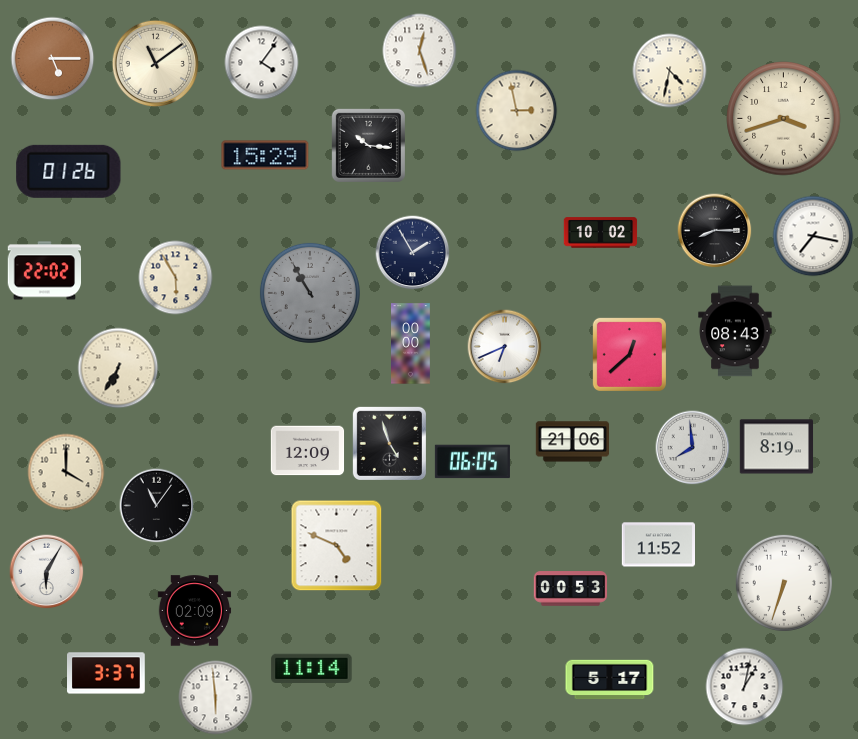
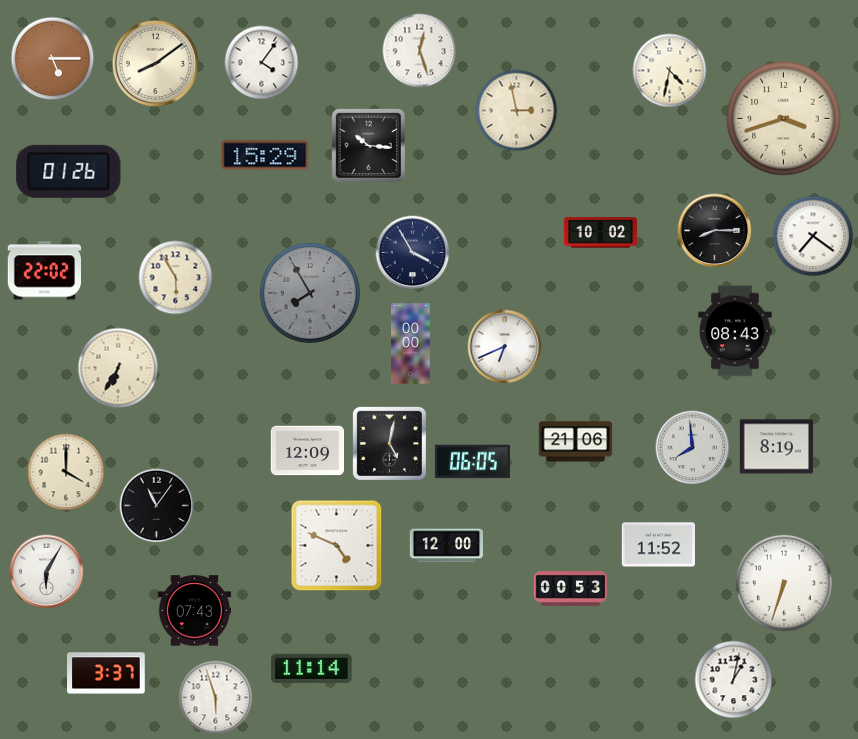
clock at (156, 64): 11:09 -> 8:09
clock at (813, 236): 7:17 -> 7:21
clock at (413, 253): 1:55 -> 3:55
clock at (310, 293): 10:55 -> 7:55
clock at (629, 354): 12:38 -> none
clock at (573, 442) position: (573, 442) -> (576, 442)
clock at (389, 443): 4:57 -> 5:02
clock at (447, 546): none -> 12:00
clock at (195, 611): 02:09 -> 07:43
clock at (610, 680): 5:17 -> none
clock at (745, 687) position: (745, 687) -> (734, 680)
clock at (216, 698): 5:59 -> 5:57
